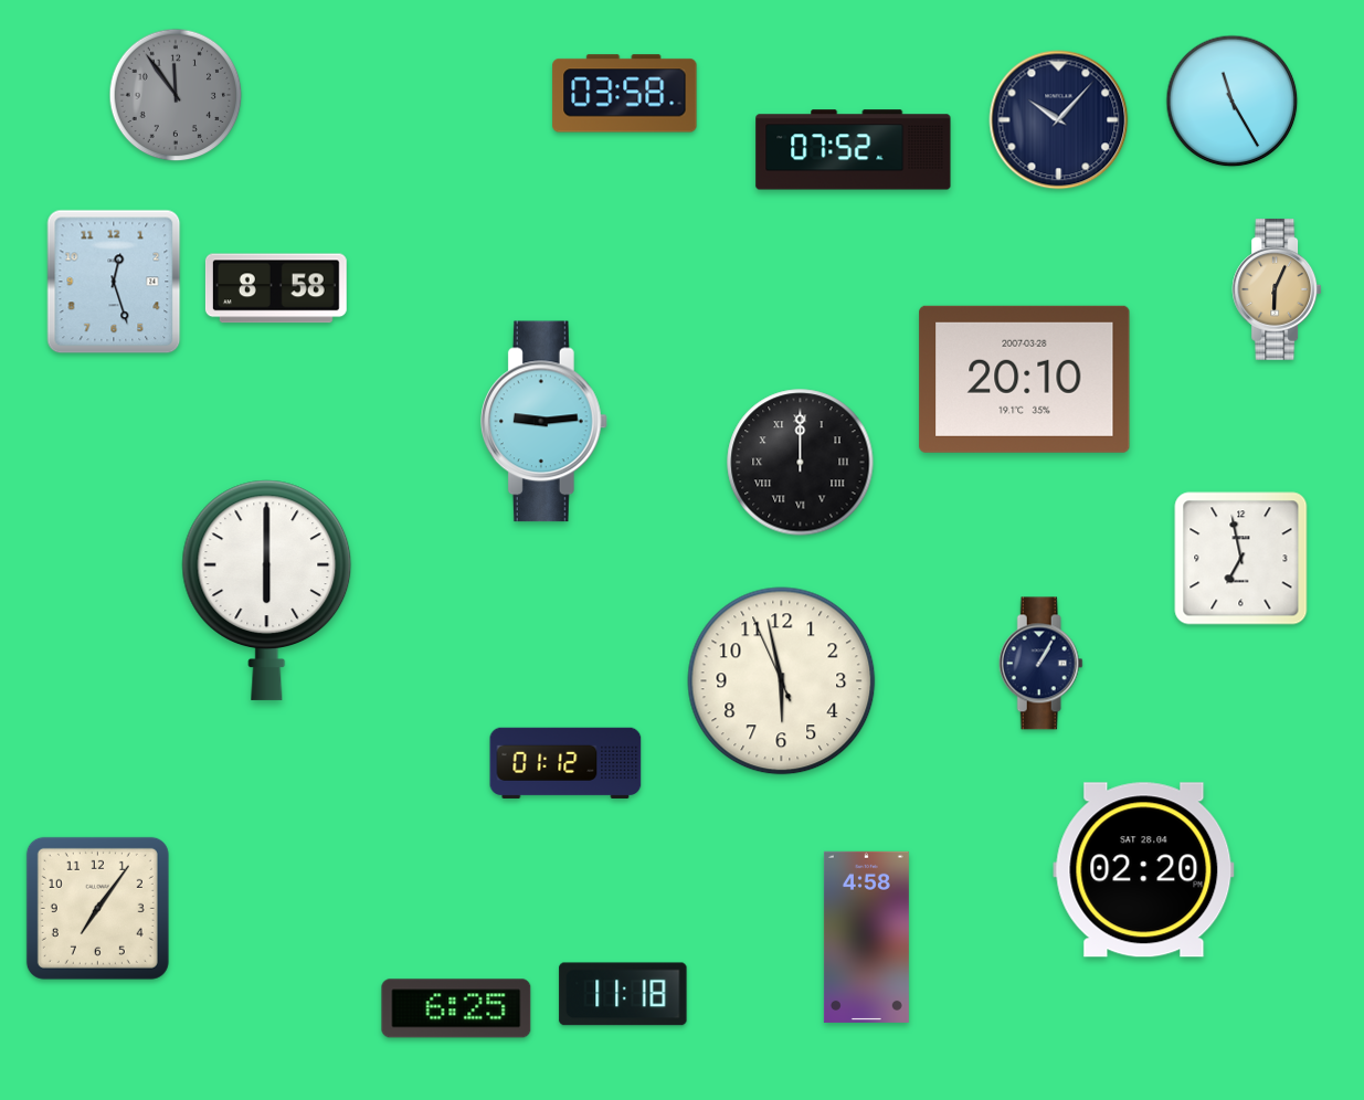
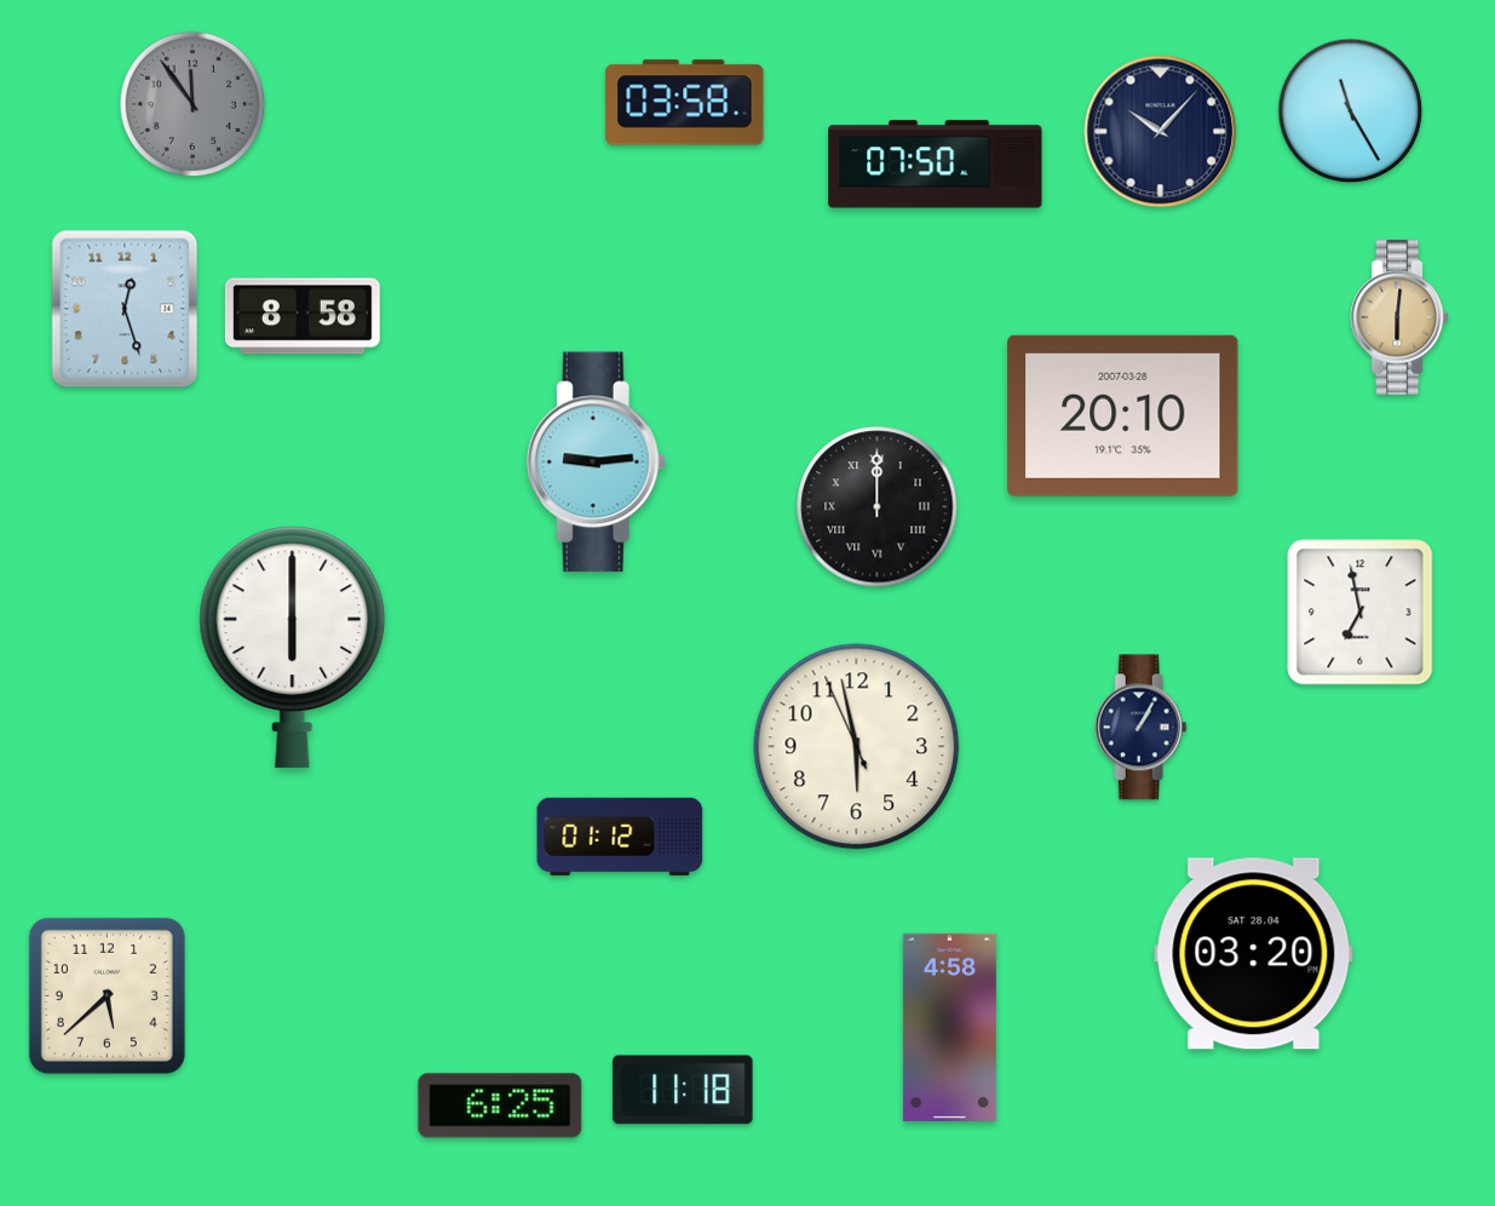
clock at (854, 150): 07:52 -> 07:50
clock at (1277, 289): 6:04 -> 6:01
clock at (1144, 870): 02:20 -> 03:20
clock at (97, 908): 7:06 -> 5:38
